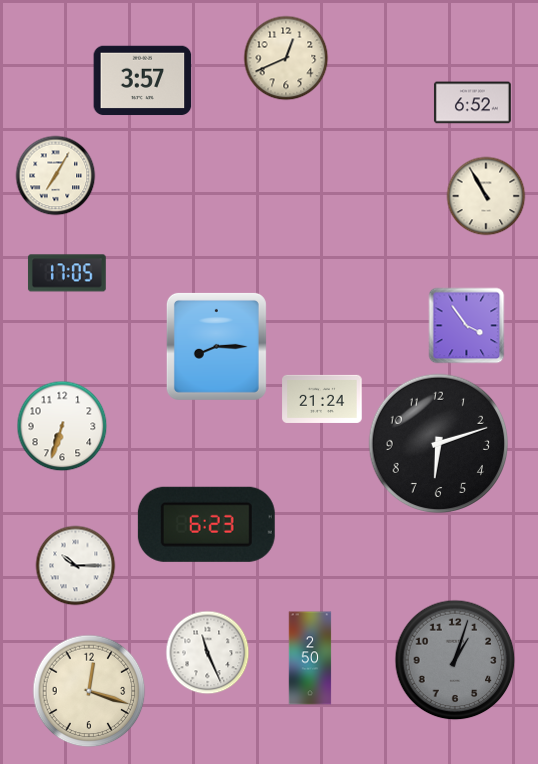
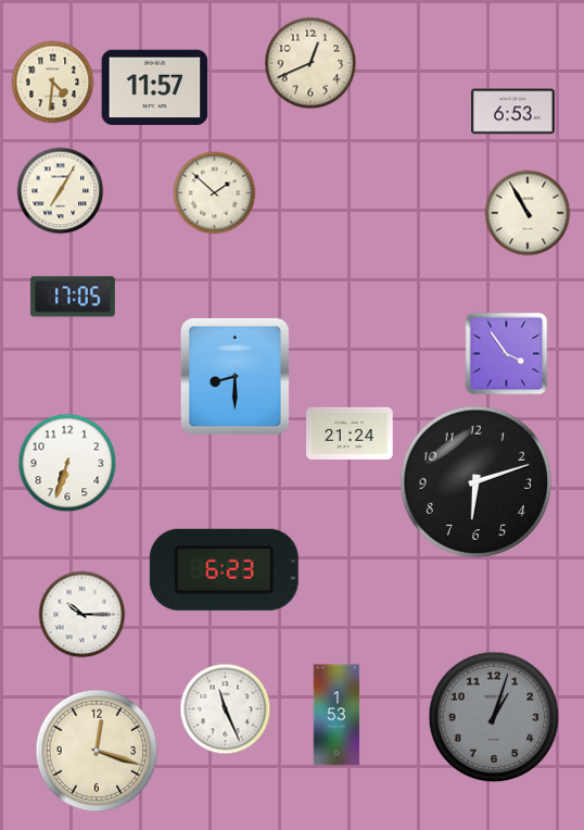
clock at (53, 83): none -> 4:31
clock at (143, 81): 3:57 -> 11:57
clock at (472, 103): 6:52 -> 6:53
clock at (215, 193): none -> 1:52
clock at (216, 346): 8:15 -> 8:30
clock at (310, 658): 2:50 -> 1:53
